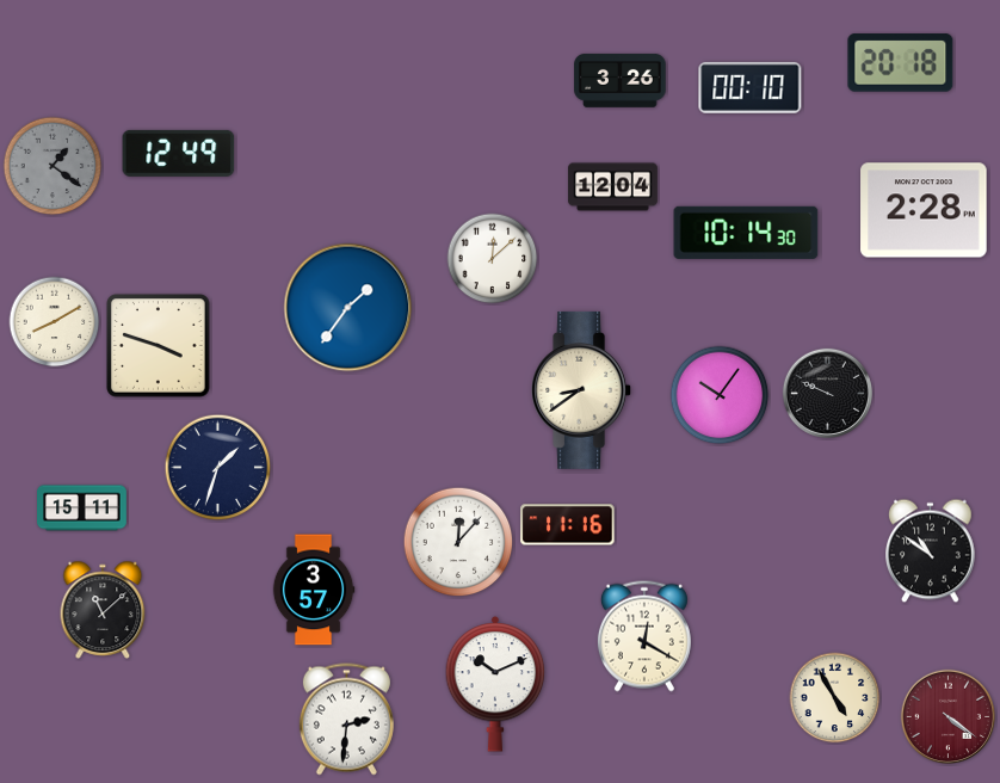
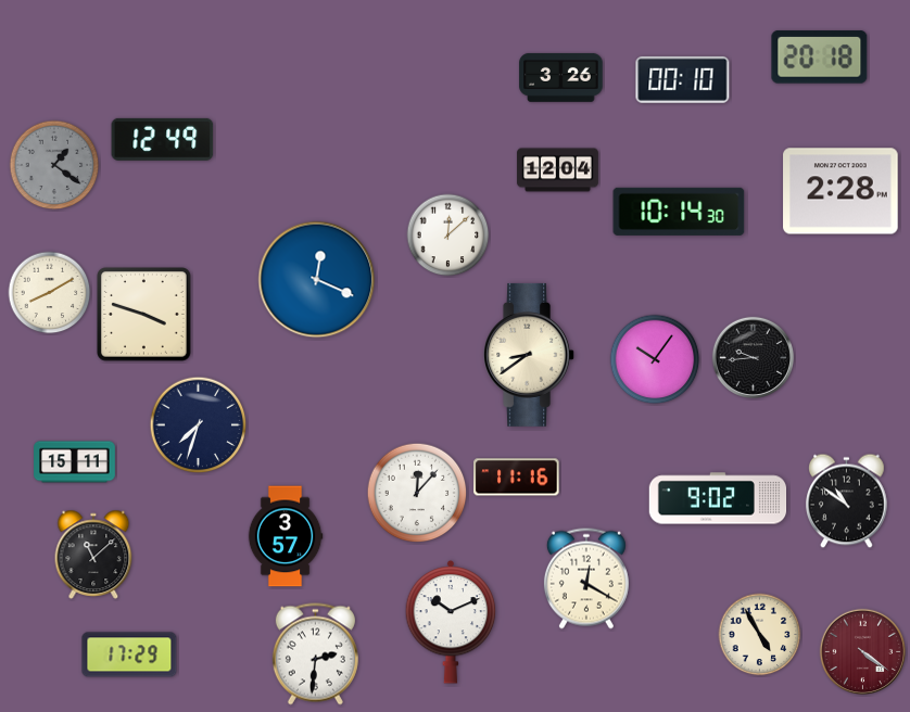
clock at (621, 81) position: (621, 81) -> (561, 78)
clock at (53, 166) position: (53, 166) -> (54, 165)
clock at (348, 308): 1:36 -> 12:19
clock at (827, 393): 9:49 -> 9:44
clock at (218, 468): 1:33 -> 7:33
clock at (718, 498): none -> 9:02
clock at (129, 654): none -> 17:29
